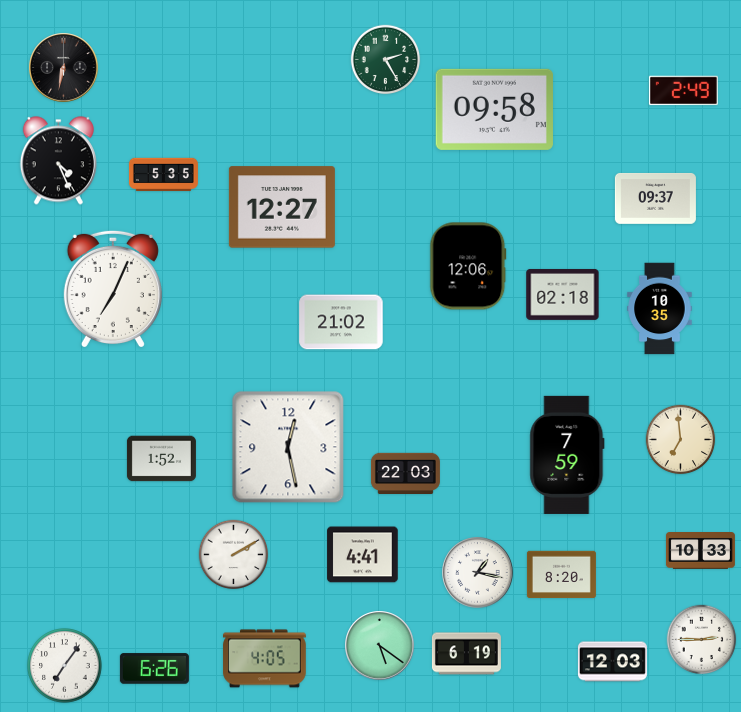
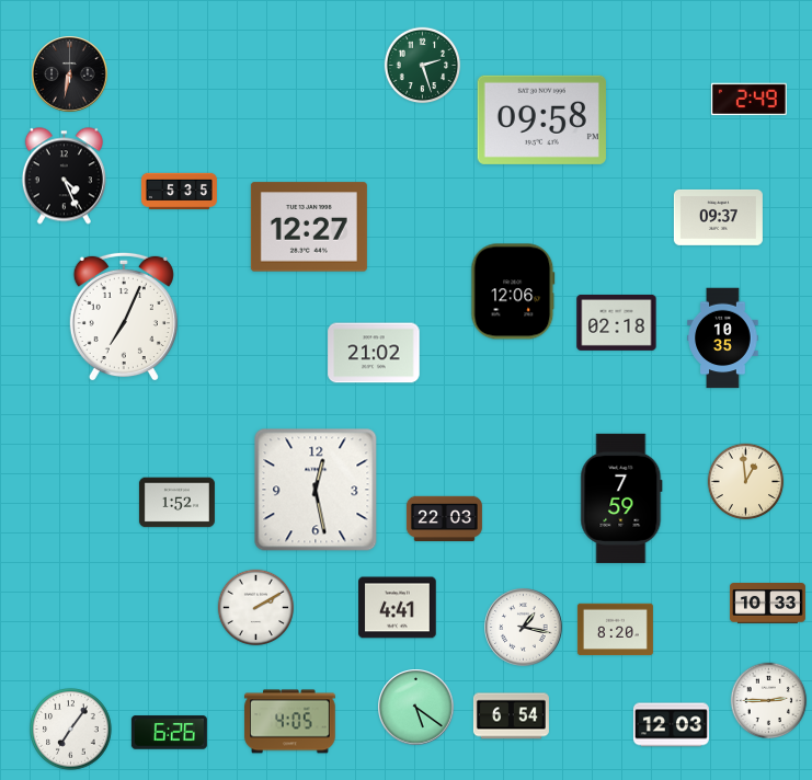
clock at (386, 60): 2:25 -> 2:27
clock at (681, 440): 6:59 -> 12:59
clock at (466, 654): 6:19 -> 6:54
